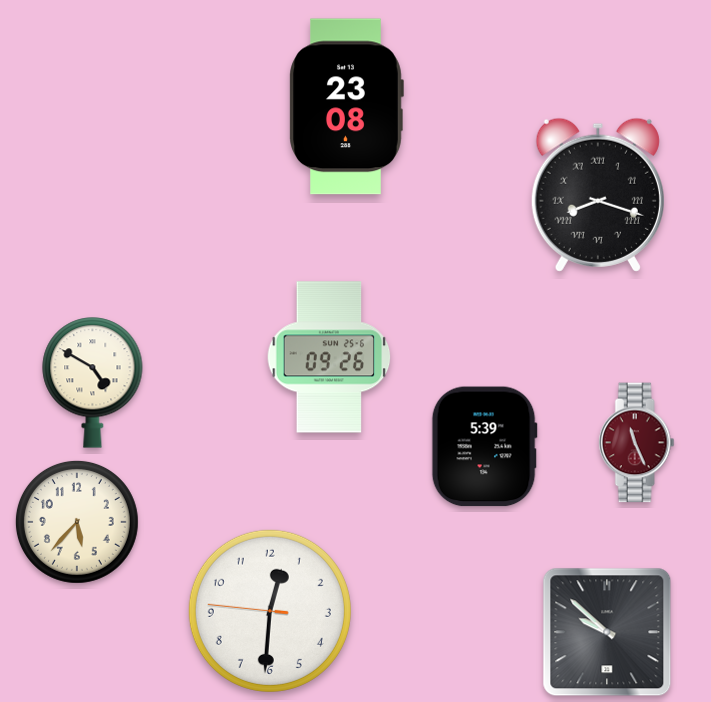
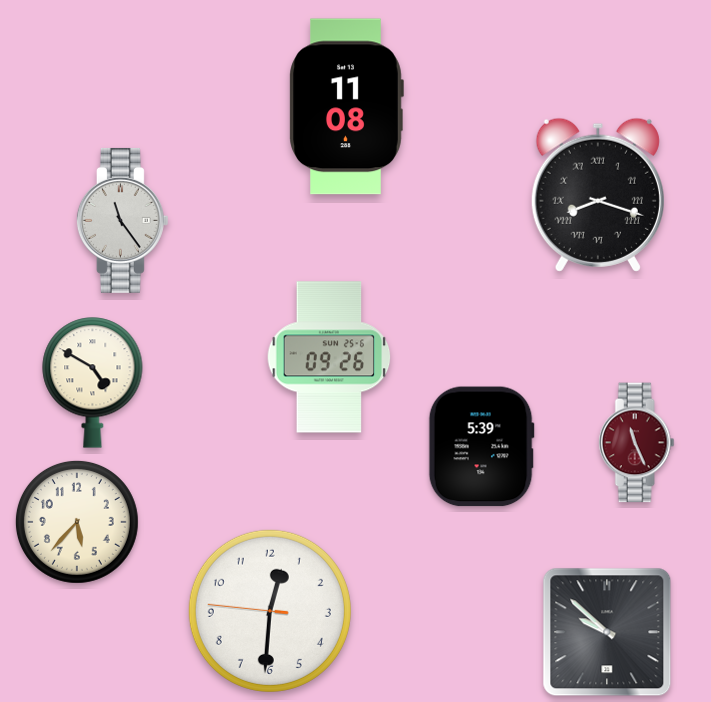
clock at (346, 107): 23:08 -> 11:08
clock at (122, 220): none -> 11:24
clock at (484, 447) position: (484, 447) -> (481, 447)
